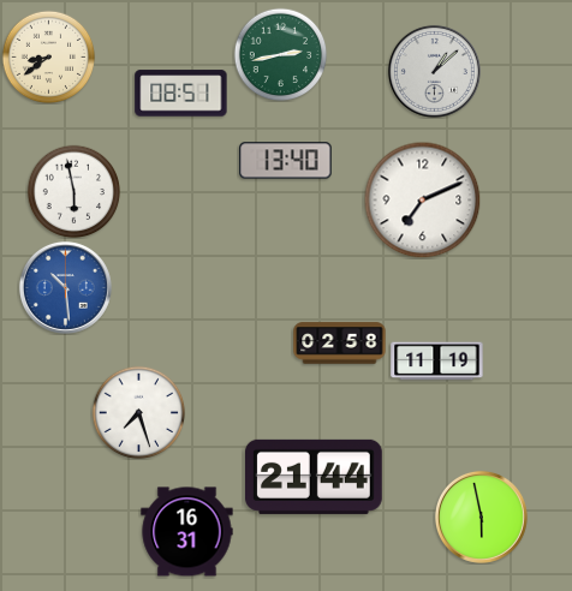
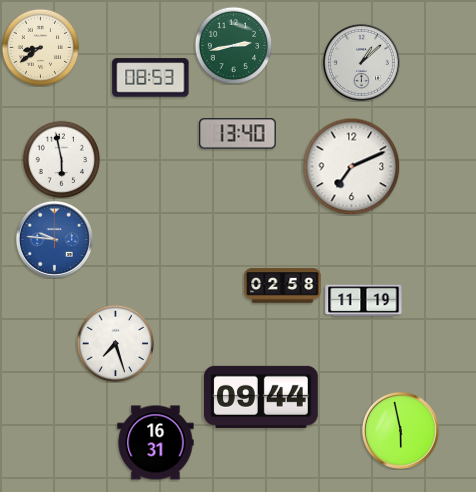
clock at (434, 71) position: (434, 71) -> (361, 62)
clock at (181, 94): 08:51 -> 08:53
clock at (65, 287): 10:29 -> 9:46
clock at (315, 477): 21:44 -> 09:44
